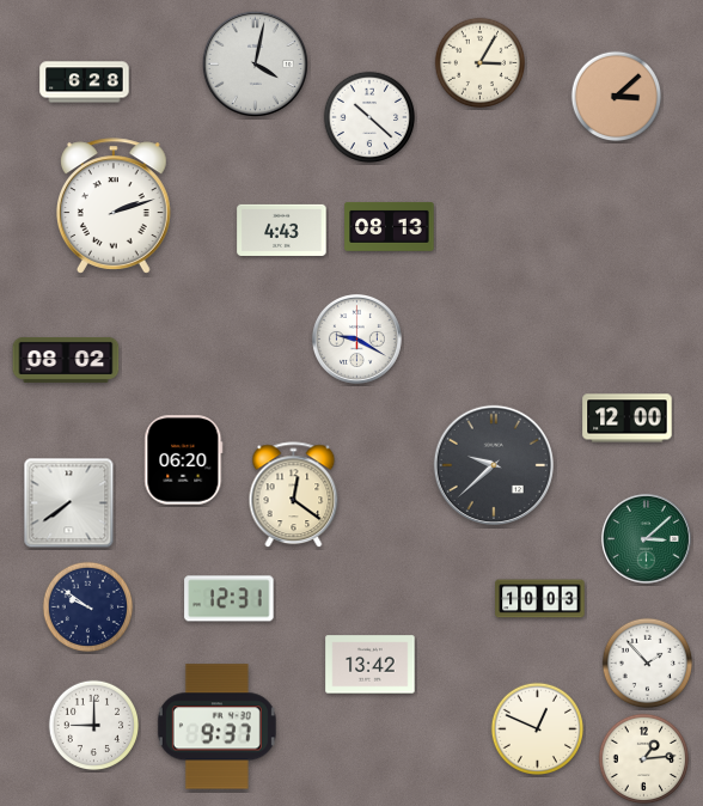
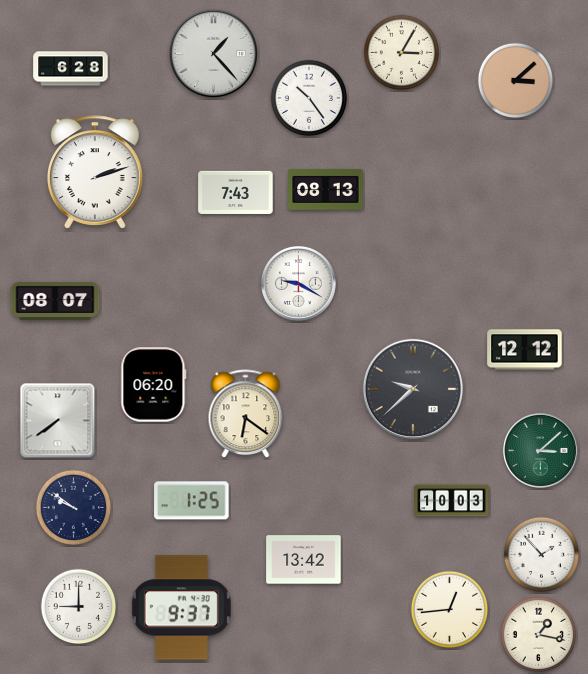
clock at (255, 63): 4:02 -> 1:23
clock at (369, 117): 10:22 -> 10:24
clock at (282, 230): 4:43 -> 7:43
clock at (66, 360): 08:02 -> 08:07
clock at (628, 419): 12:00 -> 12:12
clock at (294, 495): 12:21 -> 6:21
clock at (230, 599): 12:31 -> 1:25
clock at (371, 665) position: (371, 665) -> (304, 560)
clock at (538, 729): 12:49 -> 12:44
clock at (644, 759): 1:14 -> 1:17
